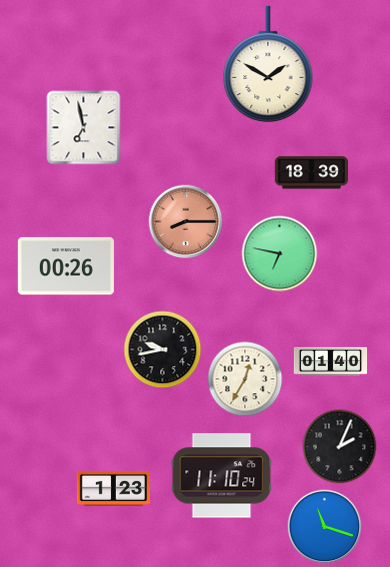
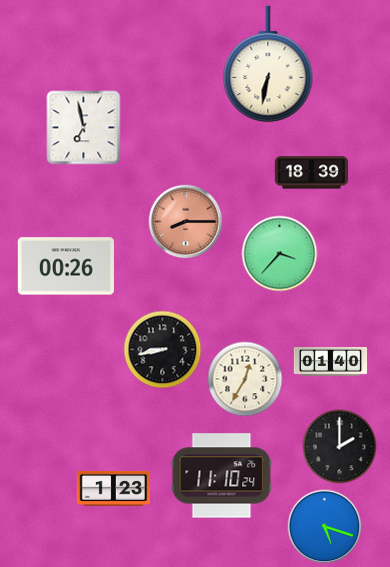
clock at (268, 64): 1:50 -> 6:32
clock at (280, 254): 6:47 -> 3:37
clock at (163, 350): 9:43 -> 8:43
clock at (340, 447): 2:04 -> 2:00
clock at (325, 527): 11:18 -> 5:18
